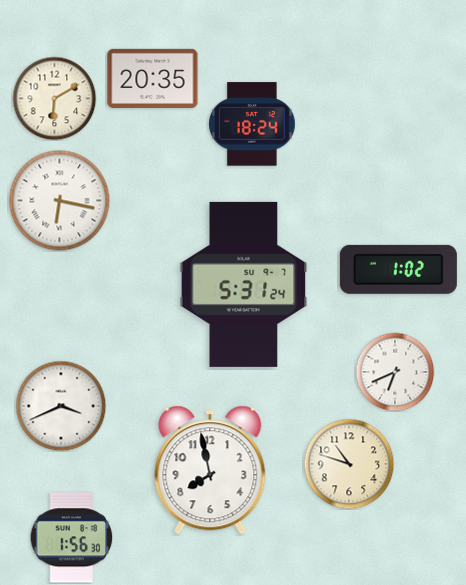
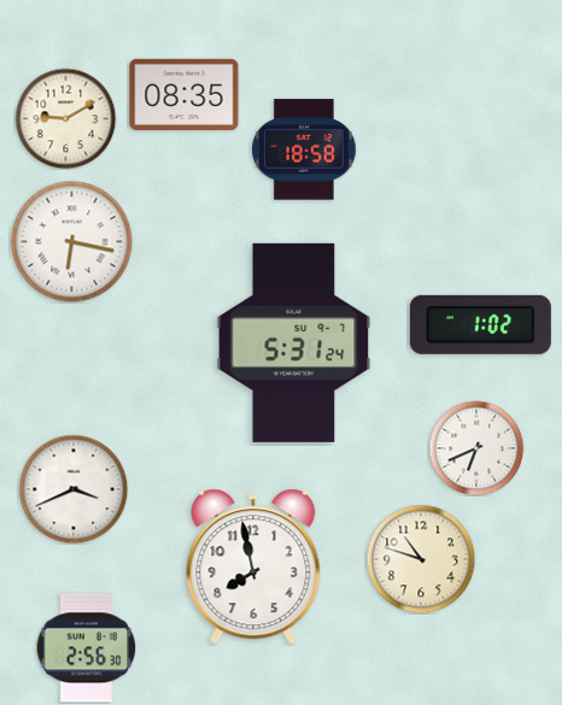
clock at (153, 78): 20:35 -> 08:35
clock at (54, 98): 6:10 -> 9:10
clock at (253, 124): 18:24 -> 18:58
clock at (72, 538): 1:56 -> 2:56
